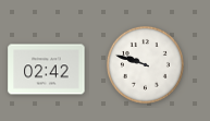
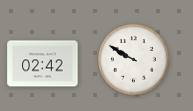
clock at (145, 64): 9:48 -> 9:50
